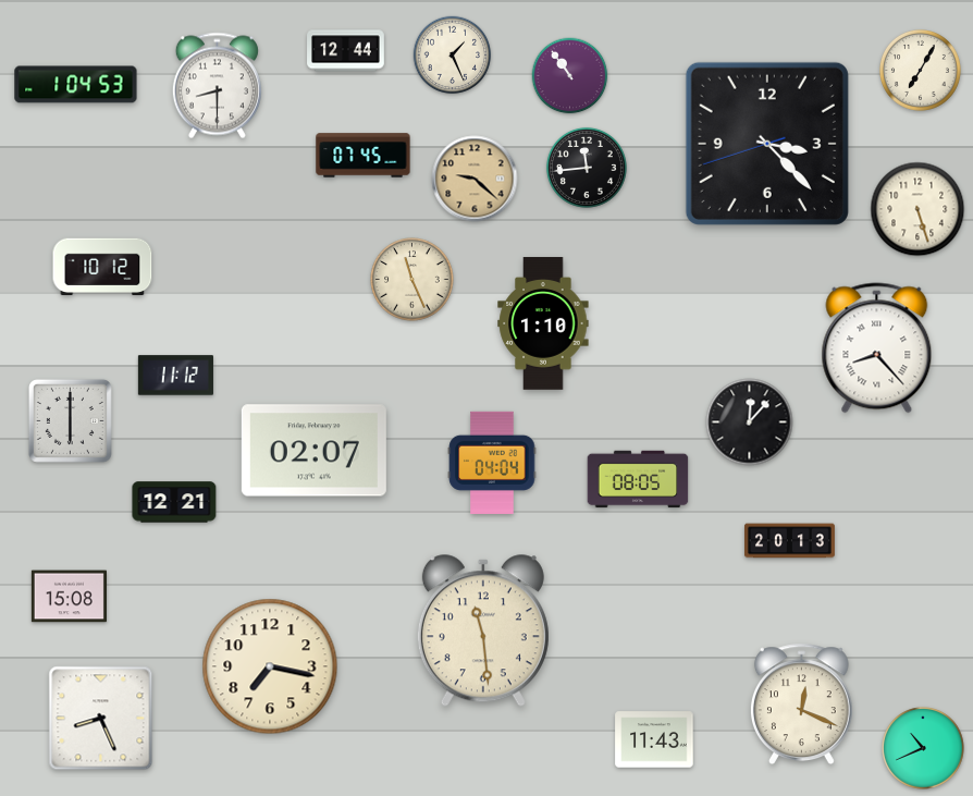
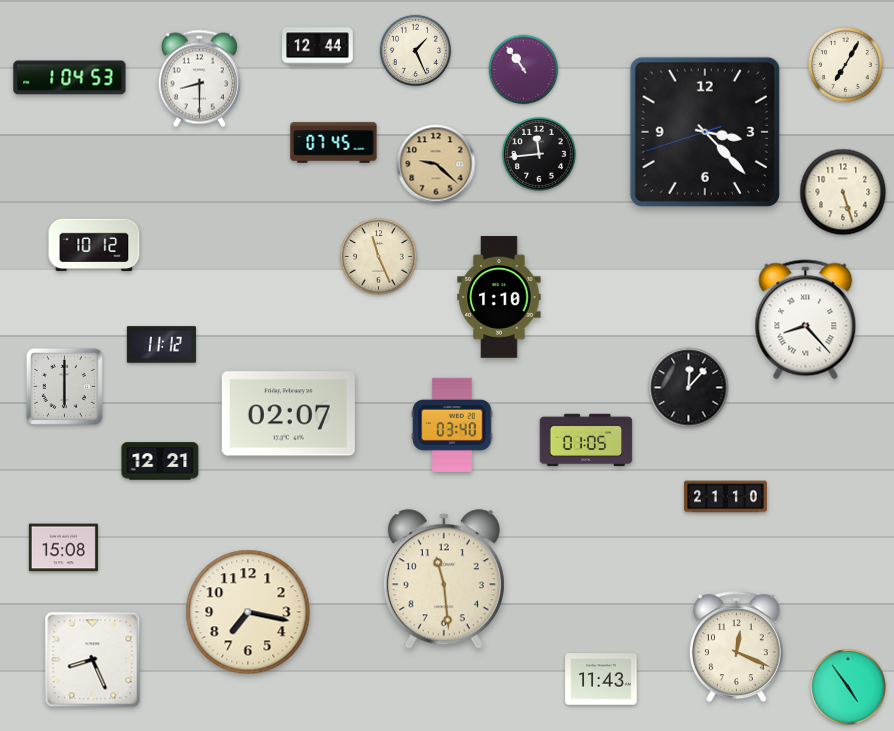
clock at (492, 463): 04:04 -> 03:40
clock at (638, 479): 08:05 -> 01:05
clock at (789, 541): 20:13 -> 21:10
clock at (924, 749): 10:41 -> 4:54
